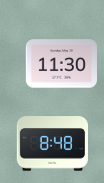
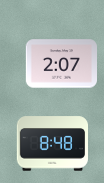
clock at (62, 64): 11:30 -> 2:07
